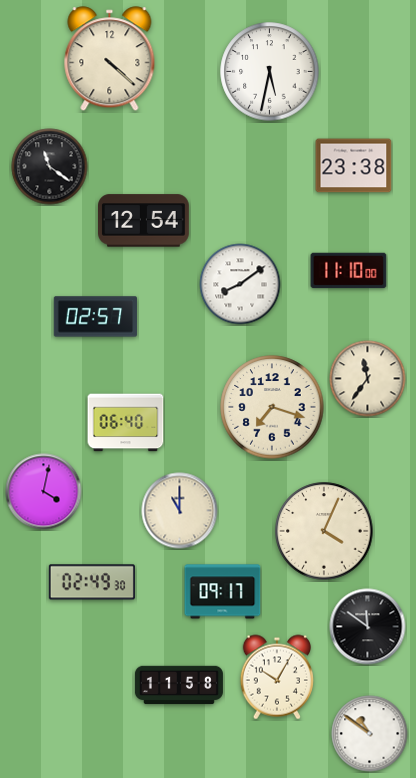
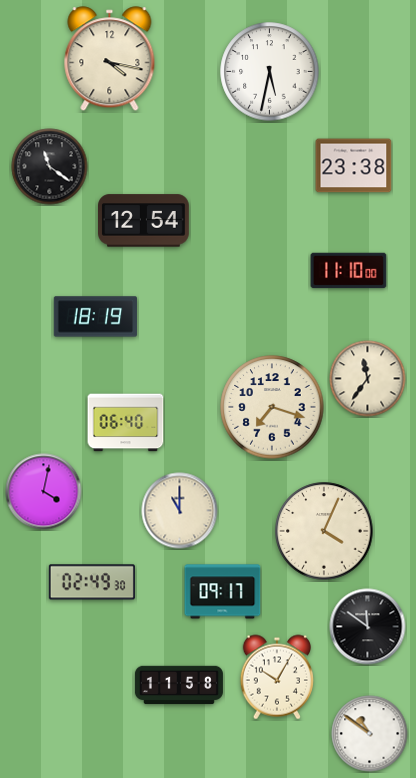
clock at (110, 59): 4:22 -> 4:17
clock at (240, 284): 8:09 -> none
clock at (96, 317): 02:57 -> 18:19
